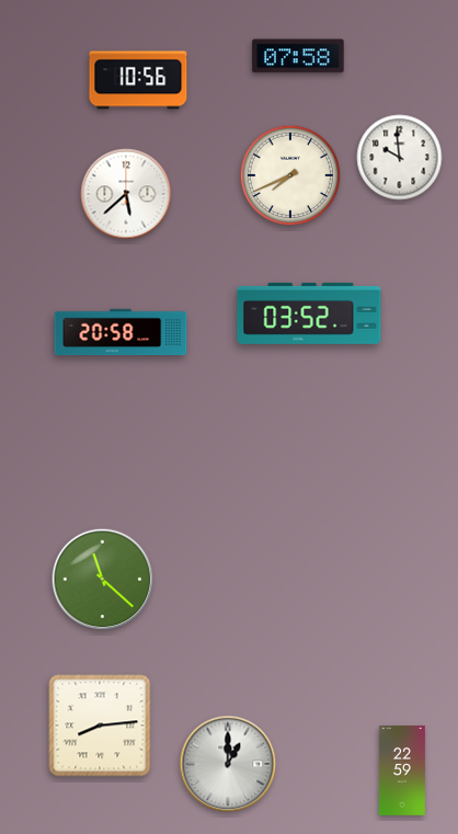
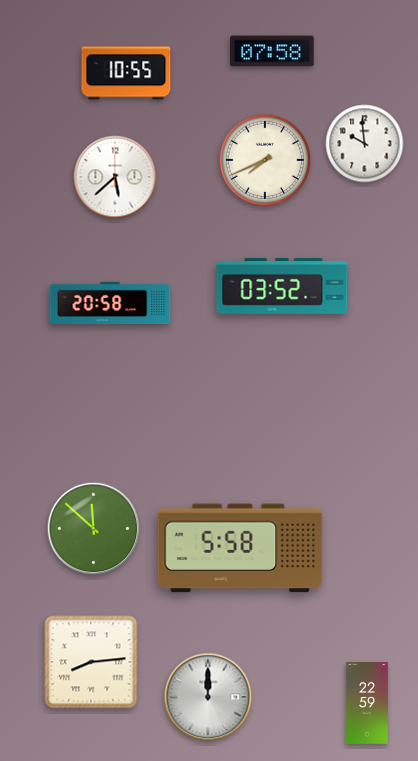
clock at (138, 80): 10:56 -> 10:55
clock at (103, 580): 11:22 -> 11:52
clock at (240, 548): none -> 5:58
clock at (228, 764): 1:00 -> 12:00
